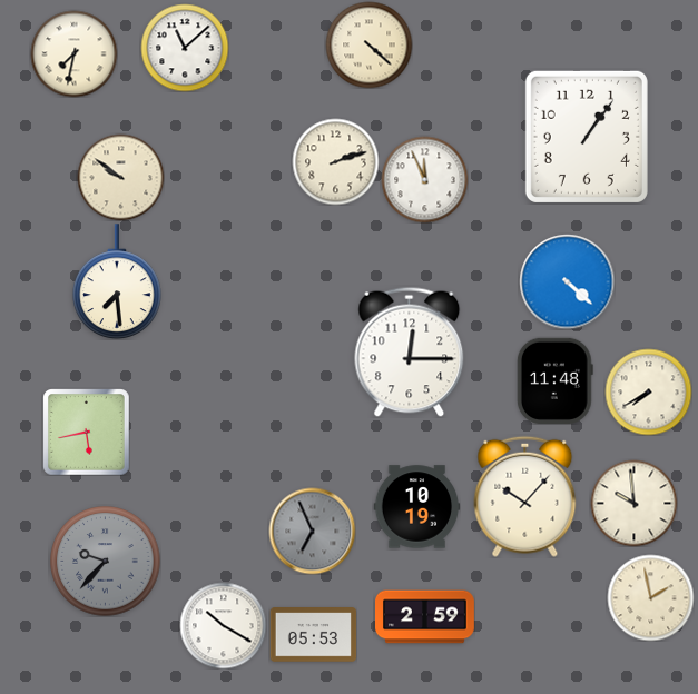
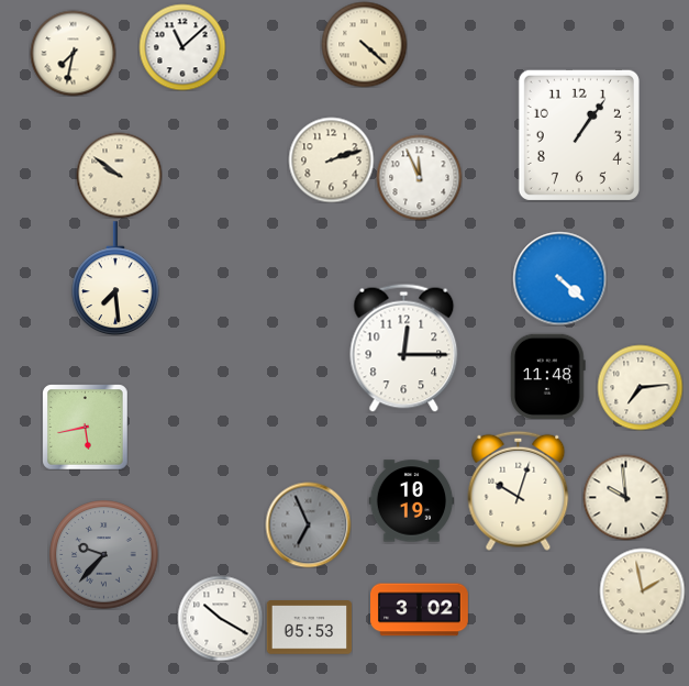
clock at (648, 391): 7:40 -> 7:14
clock at (525, 496): 10:07 -> 10:03
clock at (425, 617): 2:59 -> 3:02
